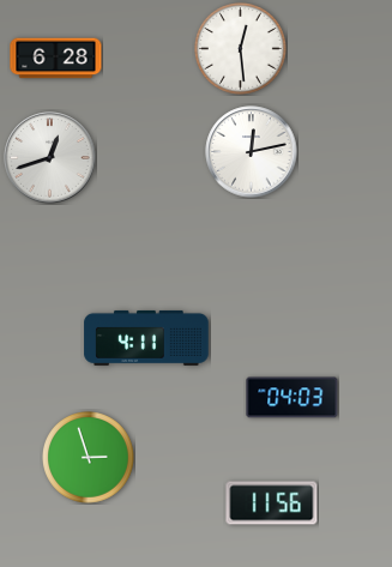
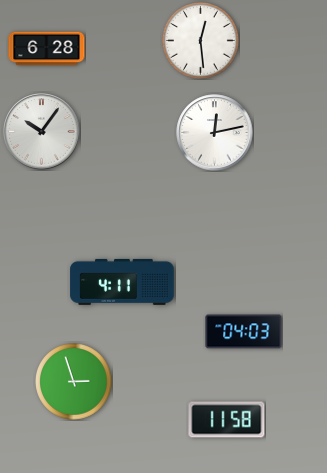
clock at (252, 152) position: (252, 152) -> (215, 133)
clock at (50, 158): 12:42 -> 10:06
clock at (272, 503): 11:56 -> 11:58
